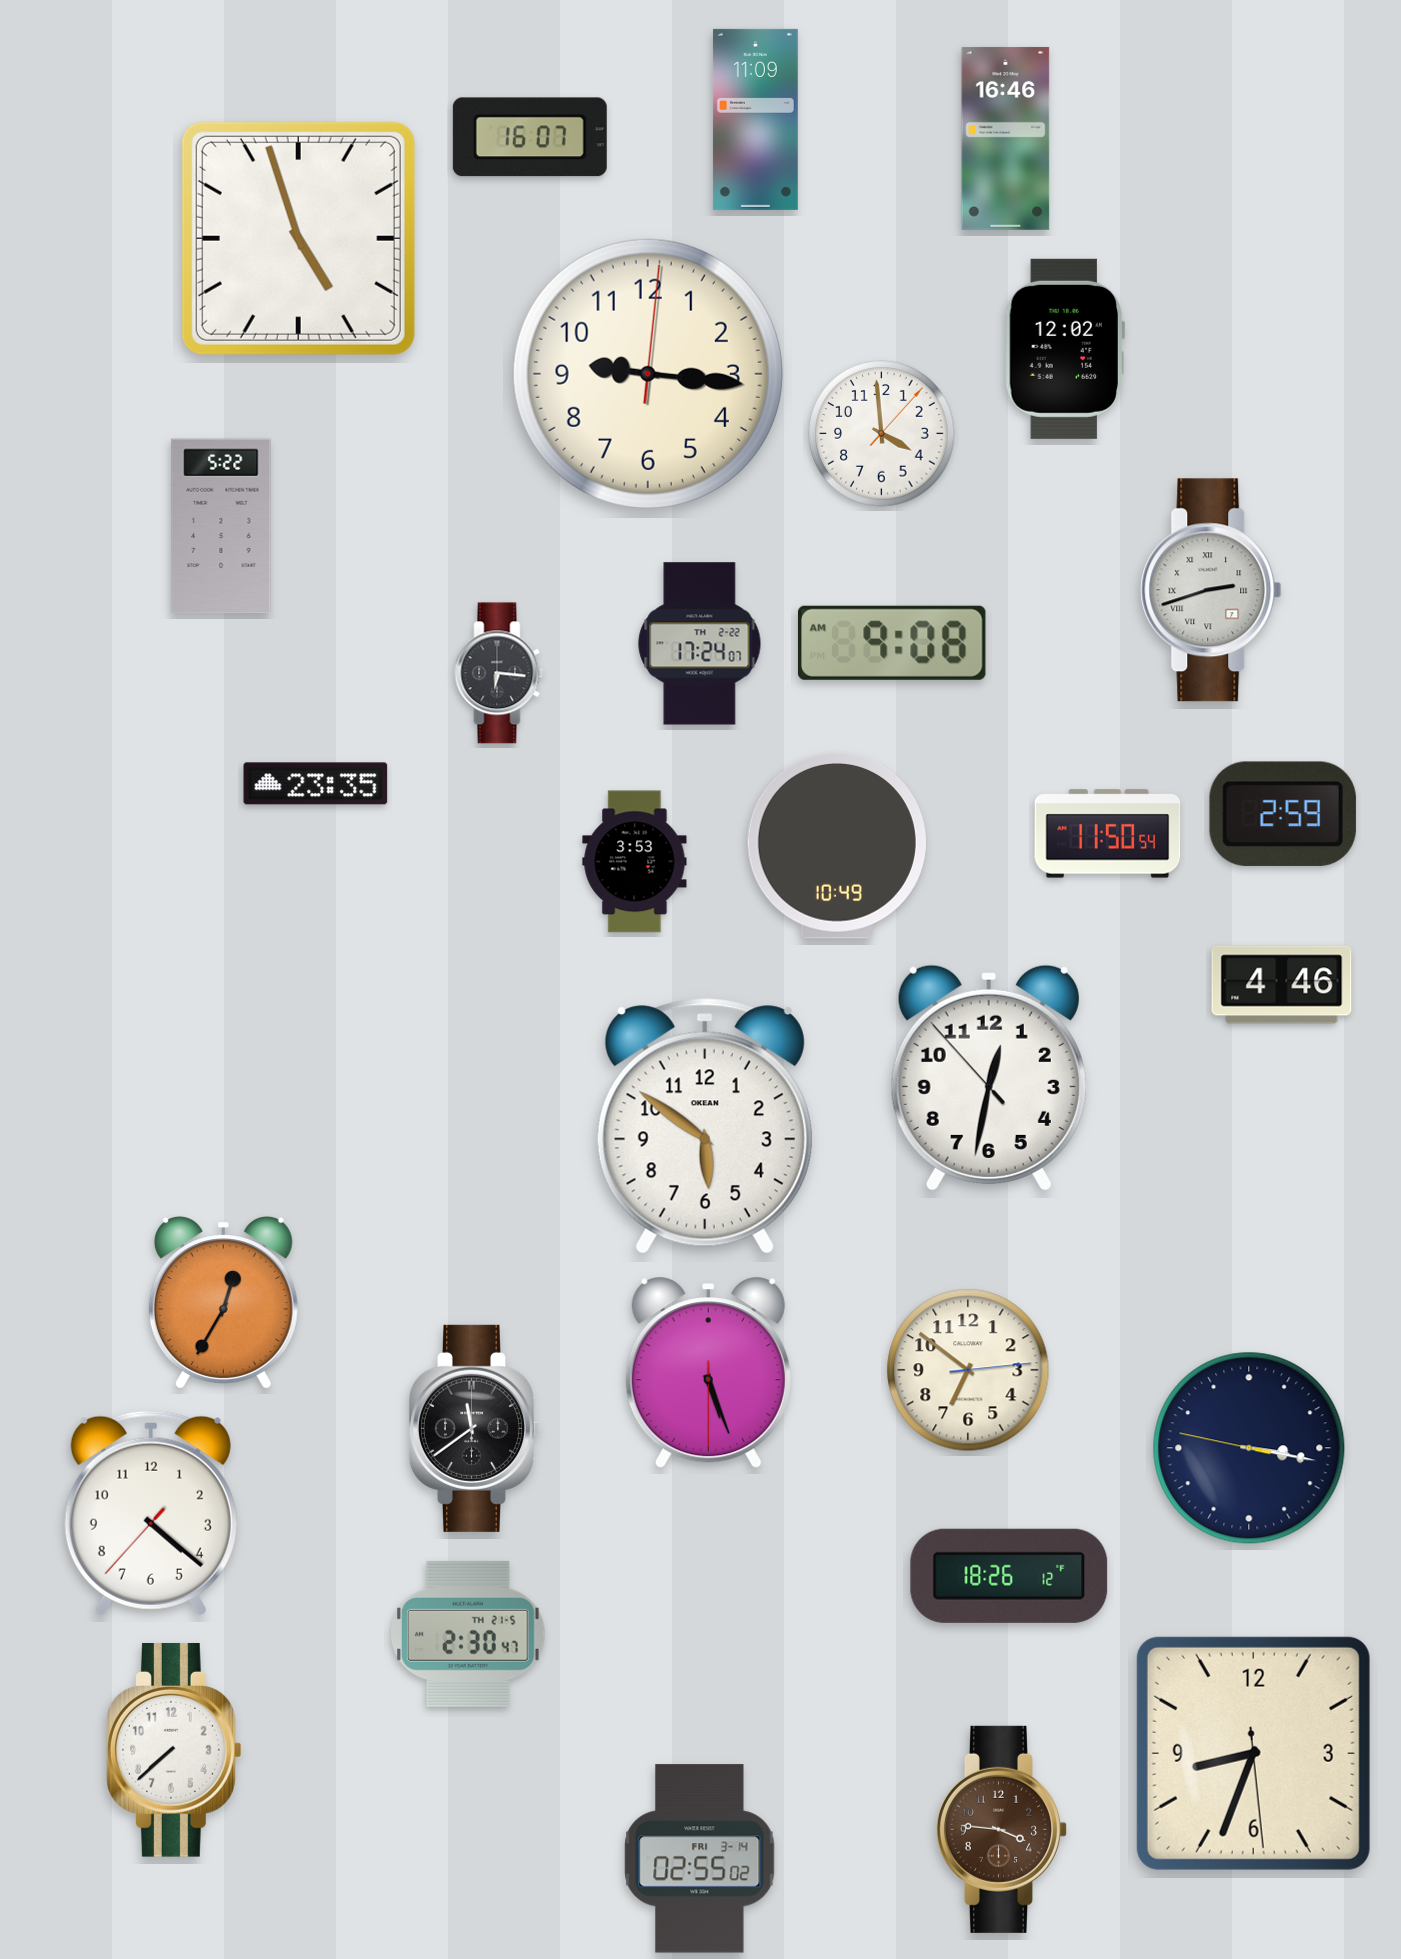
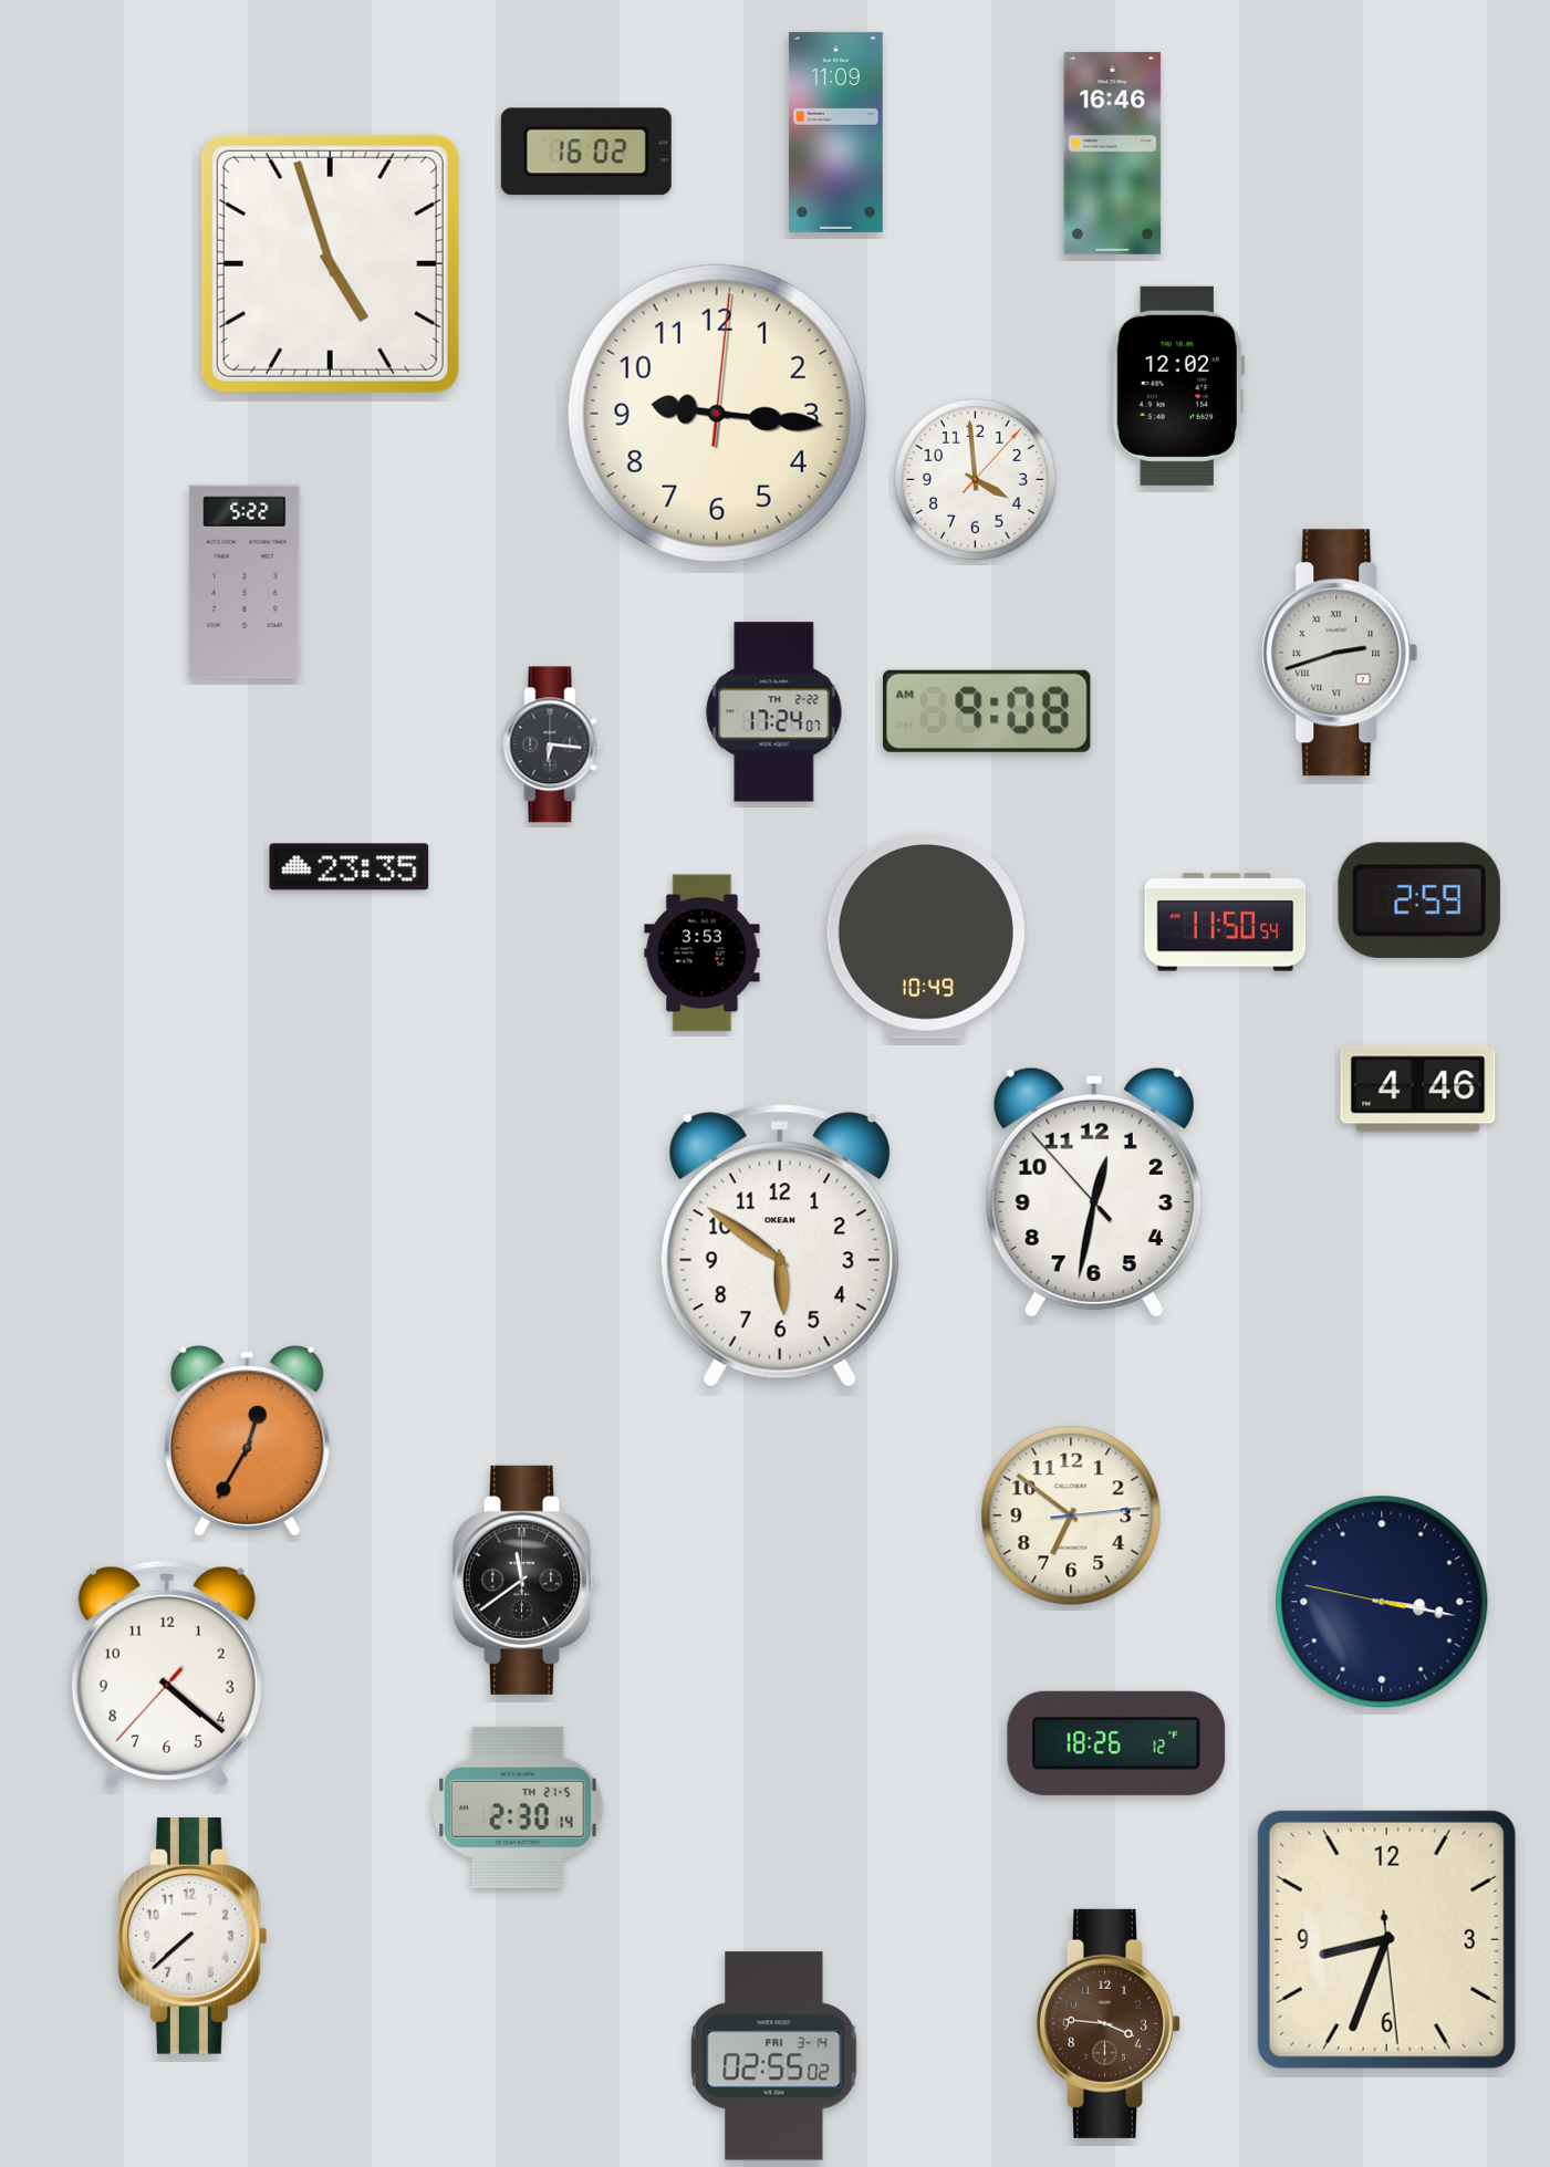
clock at (530, 137): 16:07 -> 16:02
clock at (708, 1373): 5:26 -> none
clock at (468, 1634): 2:30:47 -> 2:30:14
